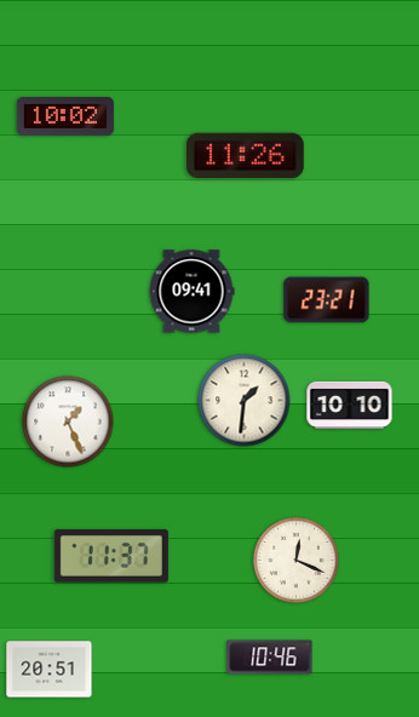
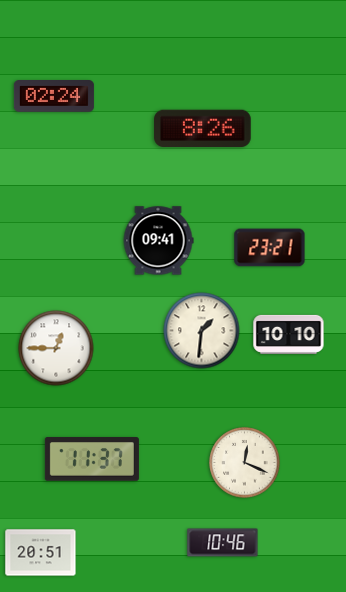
clock at (65, 117): 10:02 -> 02:24
clock at (246, 156): 11:26 -> 8:26
clock at (68, 421): 1:26 -> 12:45
